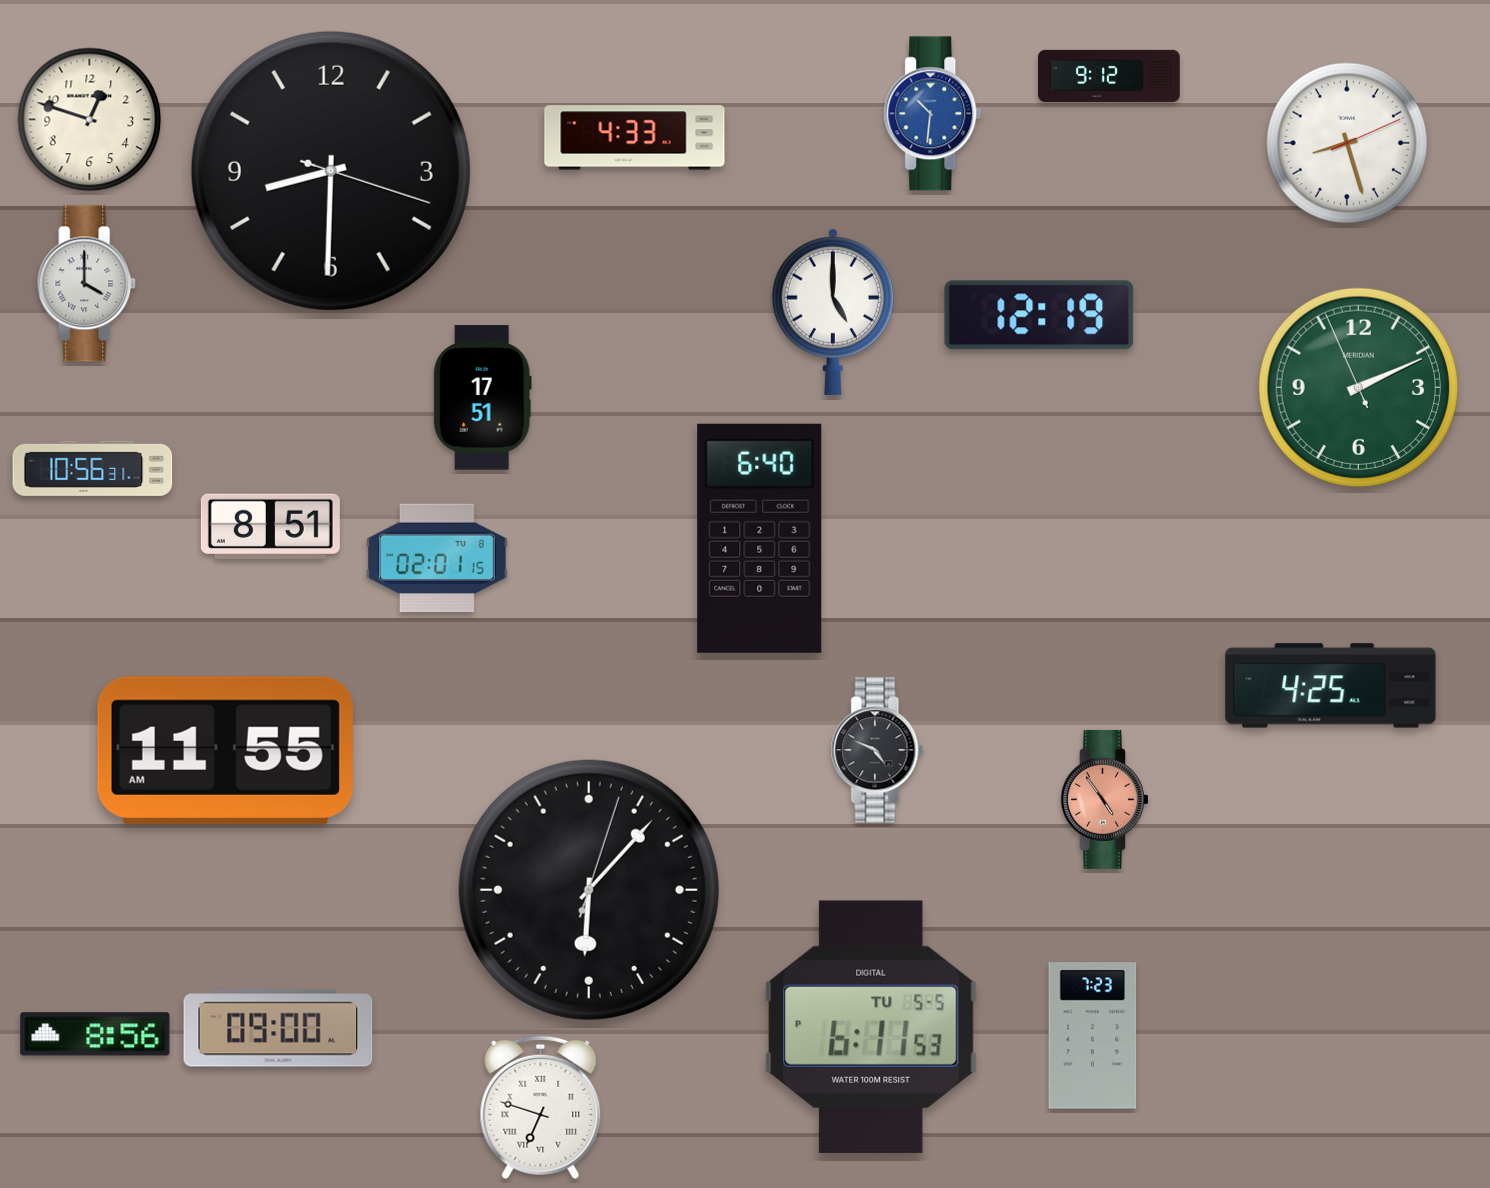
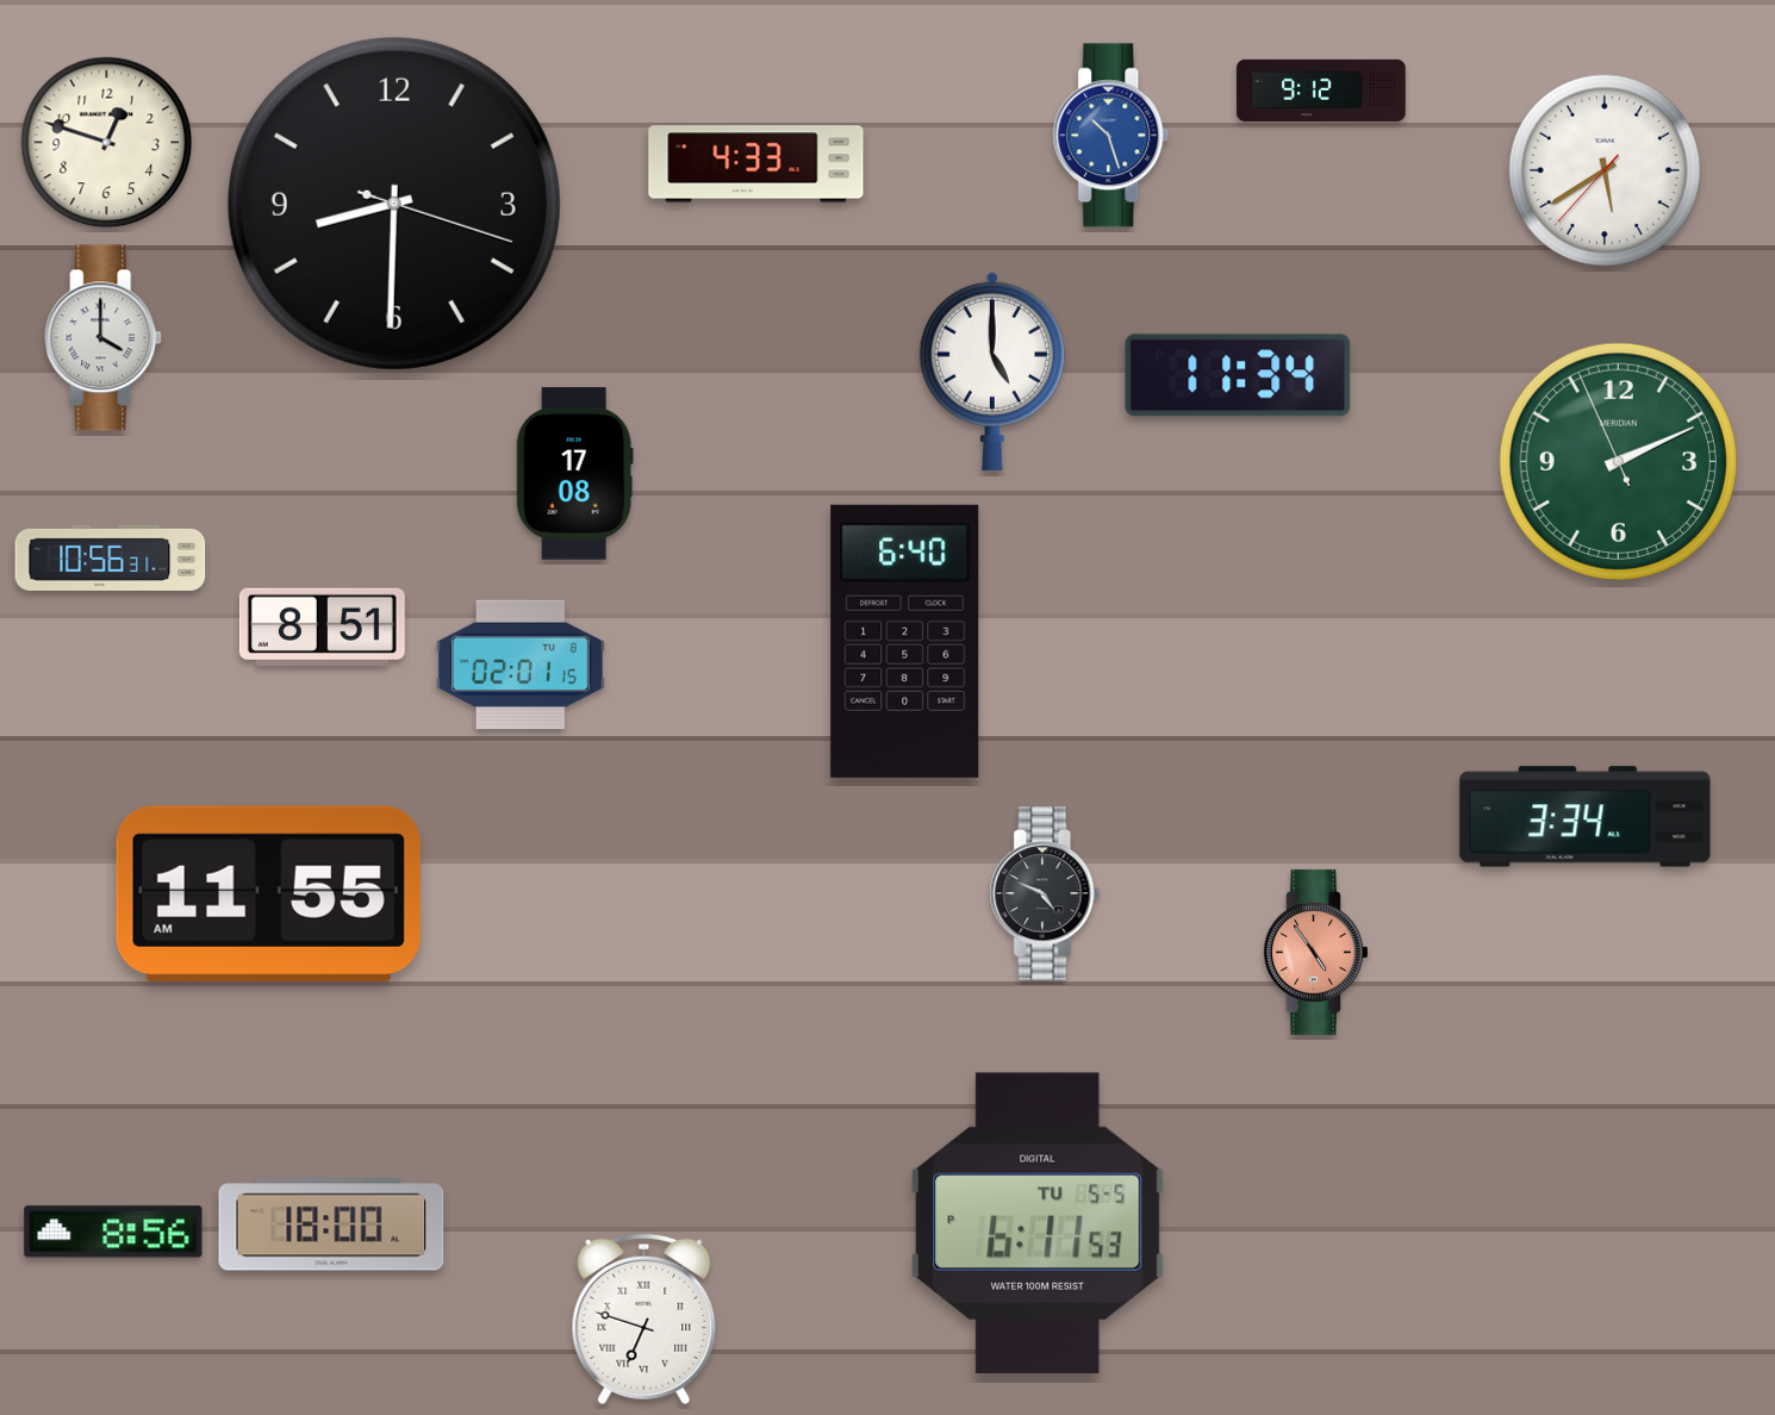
clock at (933, 114): 10:31 -> 10:27
clock at (1347, 143): 8:27 -> 5:39
clock at (1039, 315): 12:19 -> 11:34
clock at (482, 398): 17:51 -> 17:08
clock at (1331, 686): 4:25 -> 3:34
clock at (589, 890): 6:07 -> none
clock at (278, 1028): 09:00 -> 18:00
clock at (1093, 1036): 7:23 -> none
